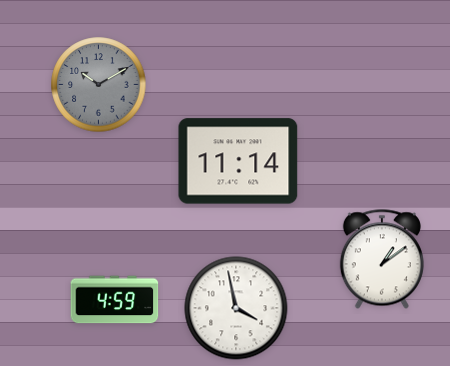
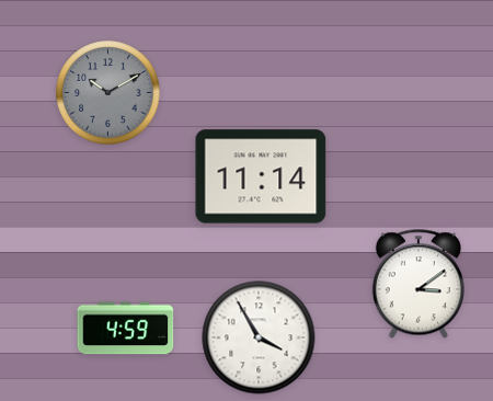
clock at (382, 259): 1:09 -> 3:09
clock at (236, 308): 3:58 -> 3:55
